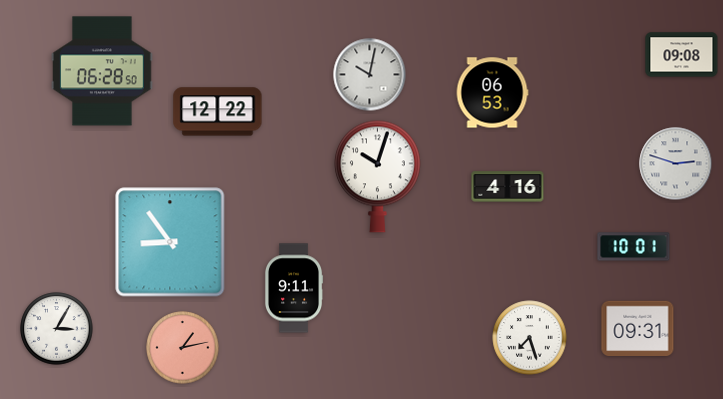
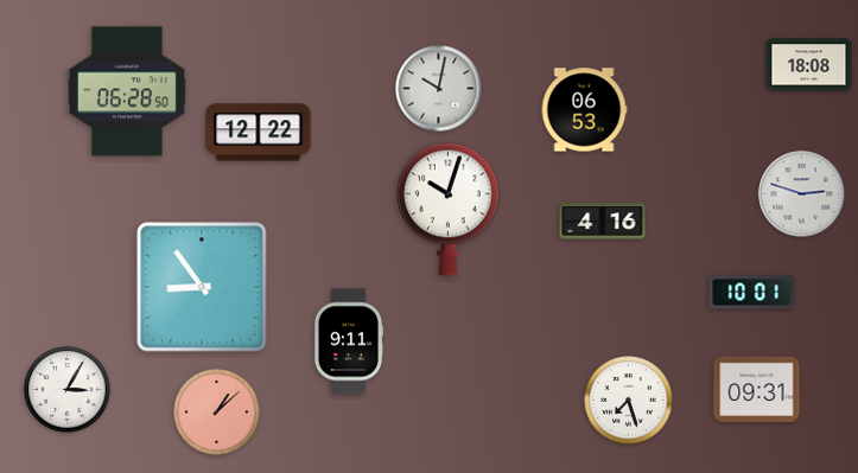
clock at (682, 55): 09:08 -> 18:08
clock at (103, 71) position: (103, 71) -> (128, 91)
clock at (183, 348): 1:13 -> 1:08
